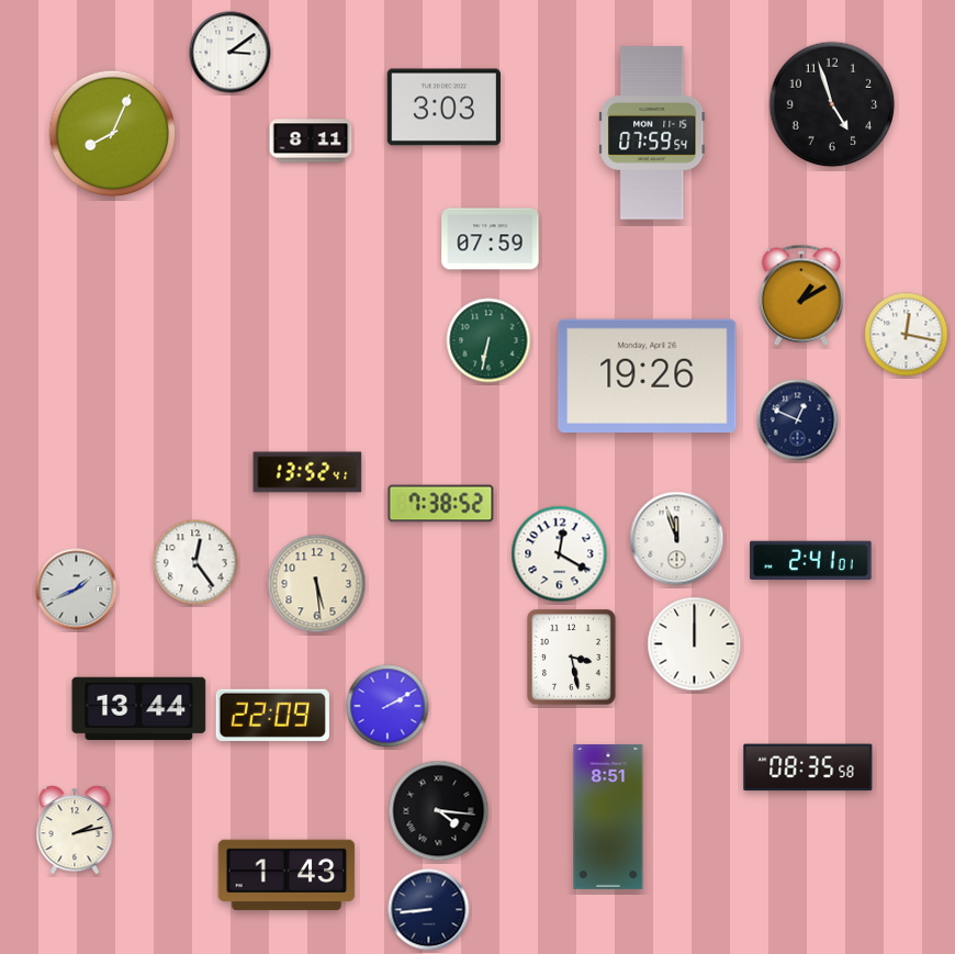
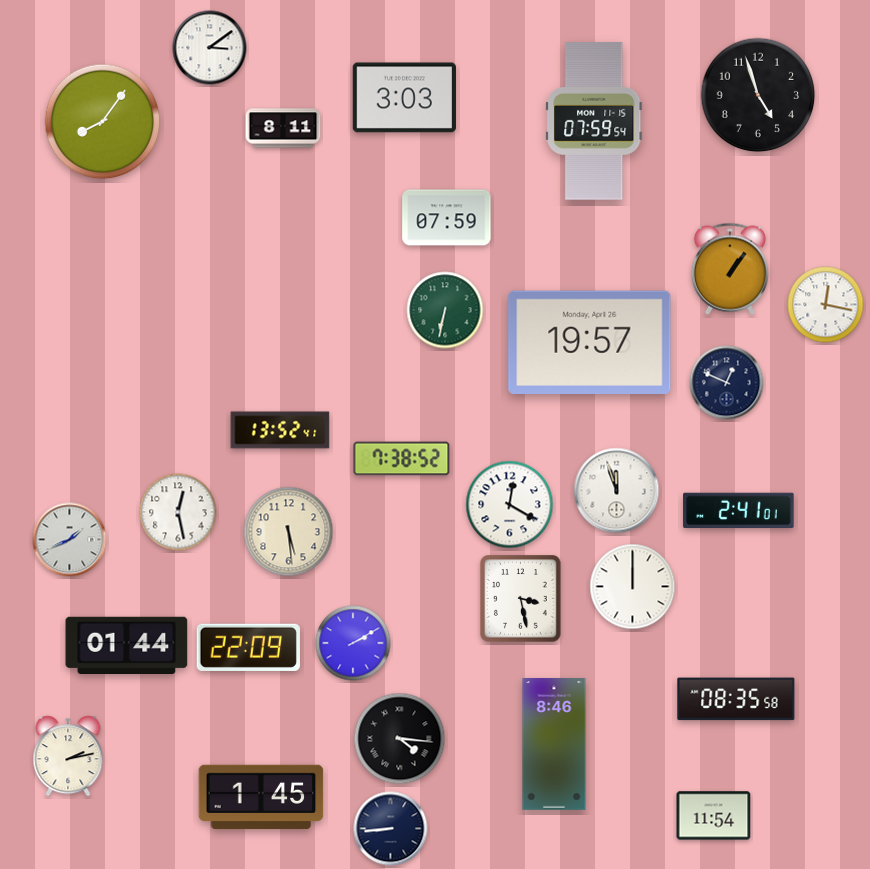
clock at (113, 134): 8:04 -> 8:06
clock at (801, 295): 1:10 -> 1:06
clock at (648, 375): 19:26 -> 19:57
clock at (195, 562): 12:24 -> 12:28
clock at (77, 590) position: (77, 590) -> (70, 540)
clock at (139, 708): 13:44 -> 01:44
clock at (272, 715) position: (272, 715) -> (248, 647)
clock at (608, 818): 8:51 -> 8:46
clock at (286, 875): 1:43 -> 1:45
clock at (714, 816): none -> 11:54
